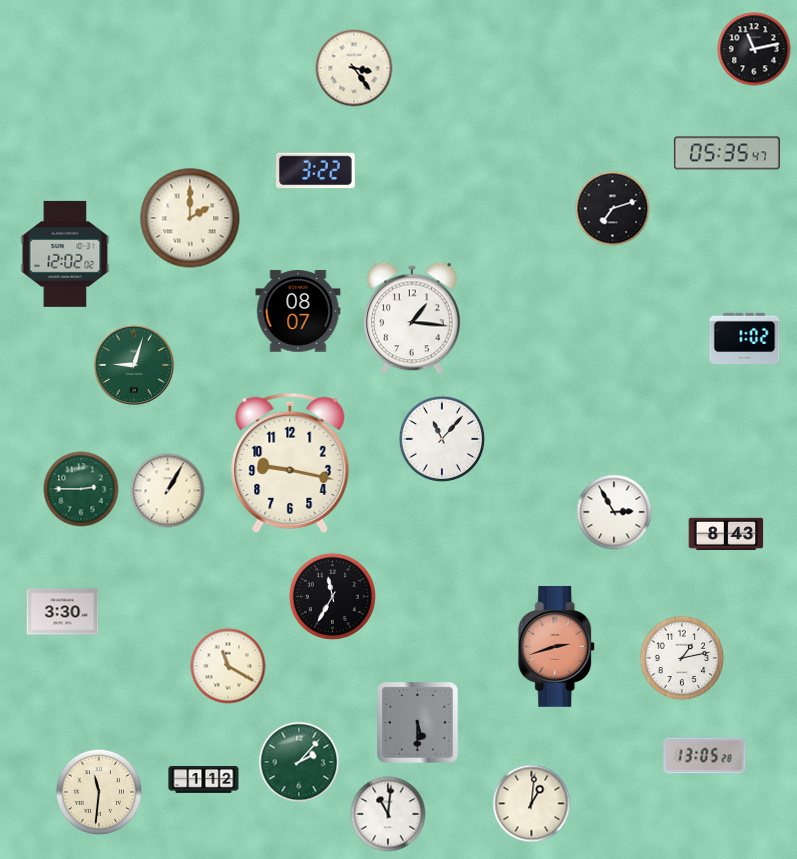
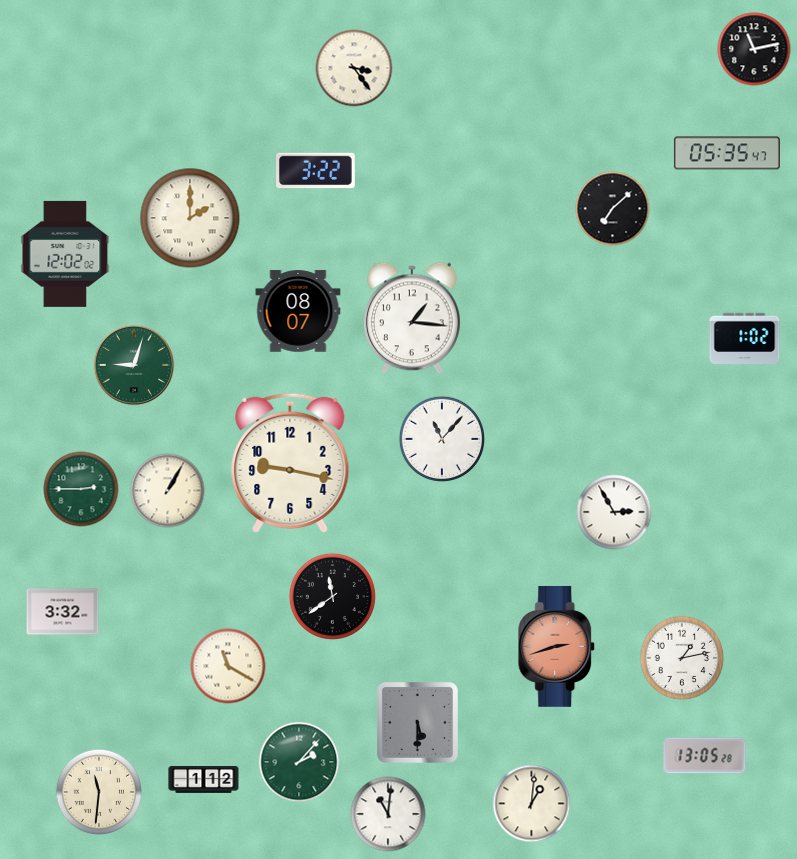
clock at (613, 209): 7:12 -> 7:08
clock at (726, 533): 8:43 -> none
clock at (332, 596): 11:35 -> 11:39
clock at (63, 612): 3:30 -> 3:32
